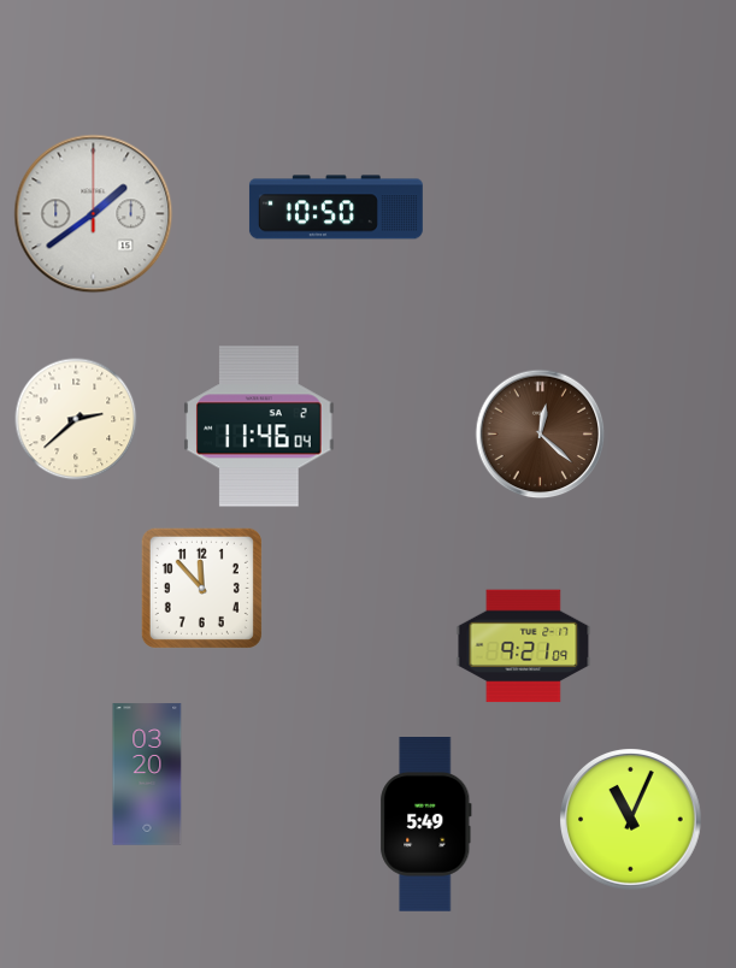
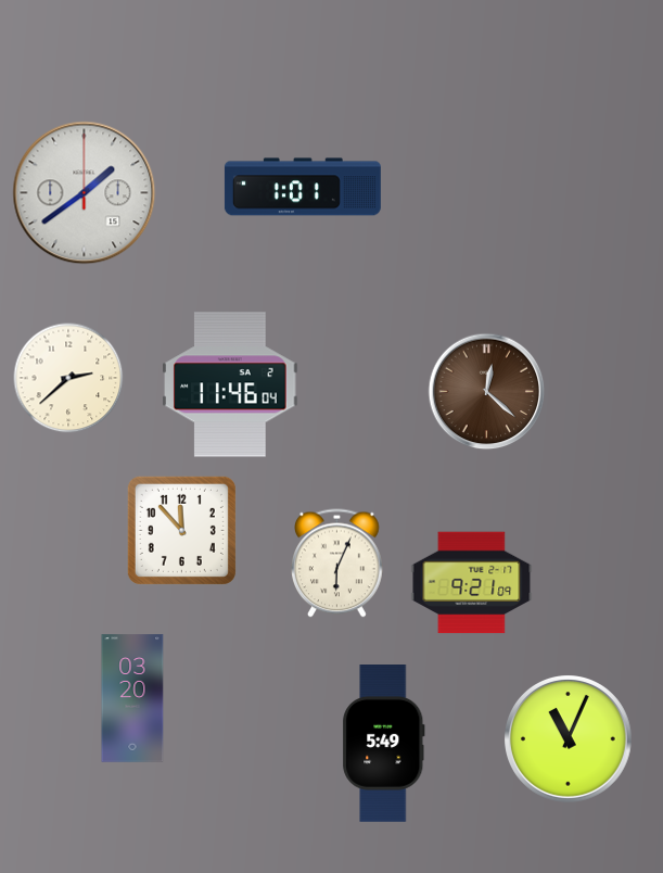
clock at (336, 207): 10:50 -> 1:01
clock at (259, 426) position: (259, 426) -> (230, 384)
clock at (337, 564): none -> 6:04
